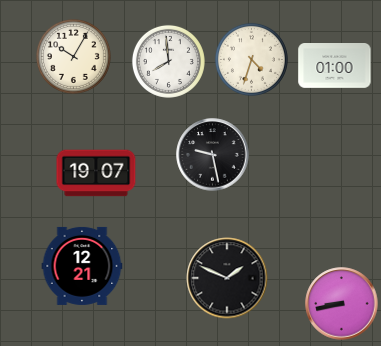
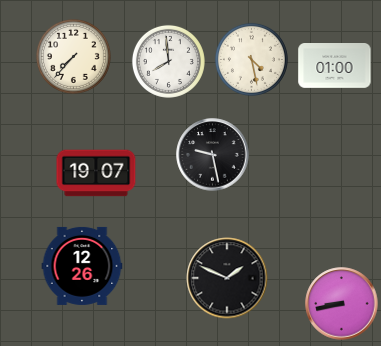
clock at (73, 56): 10:05 -> 7:37
clock at (251, 59): 4:33 -> 4:28
clock at (82, 266): 12:21 -> 12:26
